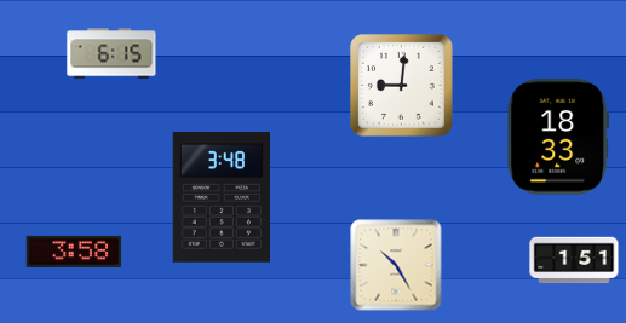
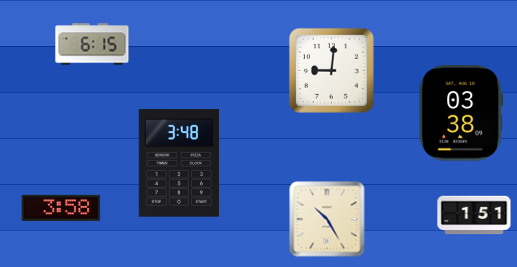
clock at (558, 137): 18:33 -> 03:38
clock at (220, 197) position: (220, 197) -> (178, 163)
